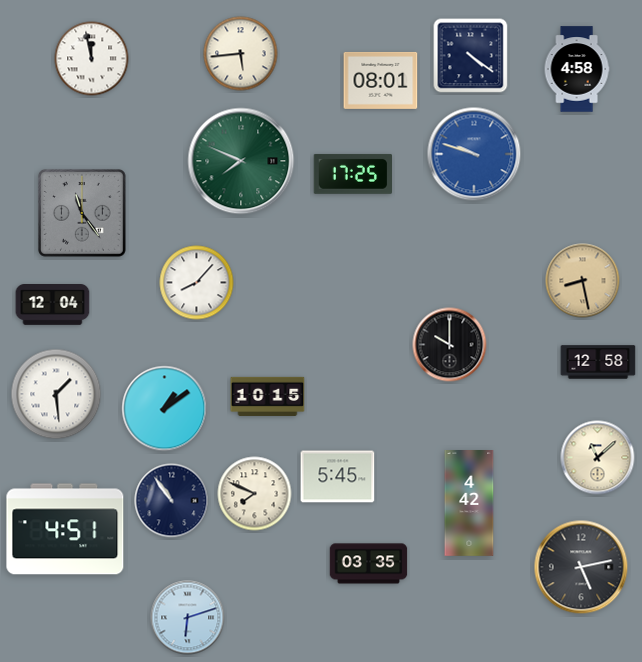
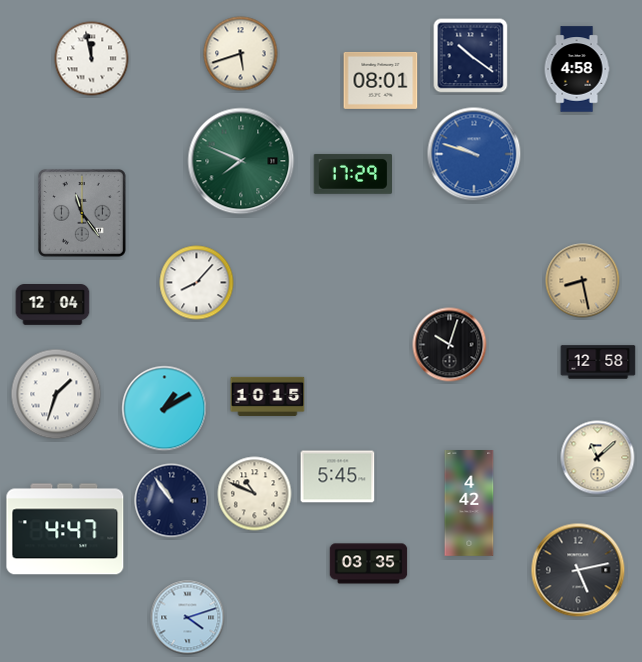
clock at (241, 54): 5:44 -> 5:42
clock at (471, 56): 4:21 -> 10:21
clock at (352, 174): 17:25 -> 17:29
clock at (450, 345): 10:00 -> 10:03
clock at (56, 394): 1:29 -> 1:33
clock at (165, 409): 1:09 -> 1:10
clock at (255, 494): 7:49 -> 10:49
clock at (65, 529): 4:51 -> 4:47
clock at (581, 567) position: (581, 567) -> (578, 570)
clock at (188, 618): 6:12 -> 4:12
